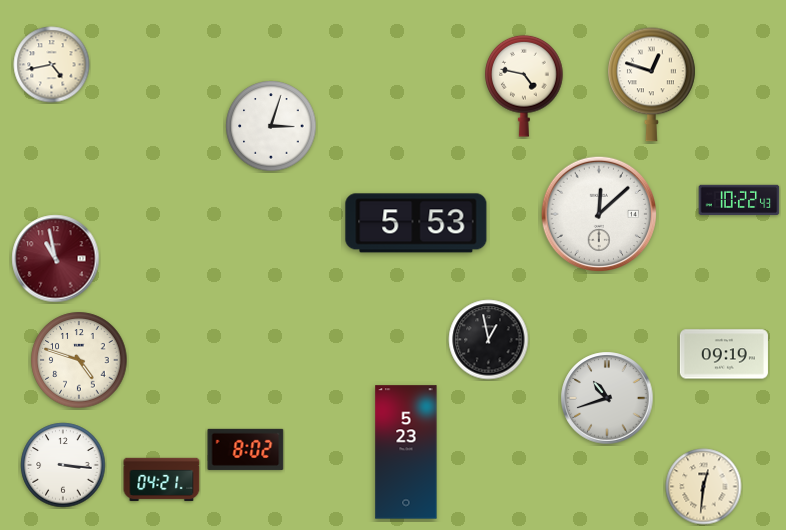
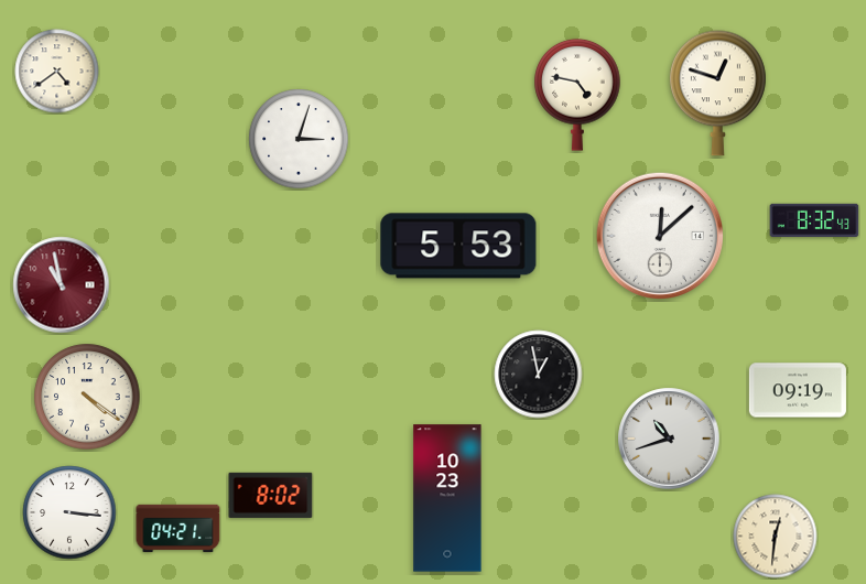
clock at (52, 65): 4:43 -> 4:39
clock at (739, 199): 10:22 -> 8:32
clock at (79, 360): 4:48 -> 4:21
clock at (406, 452): 5:23 -> 10:23
